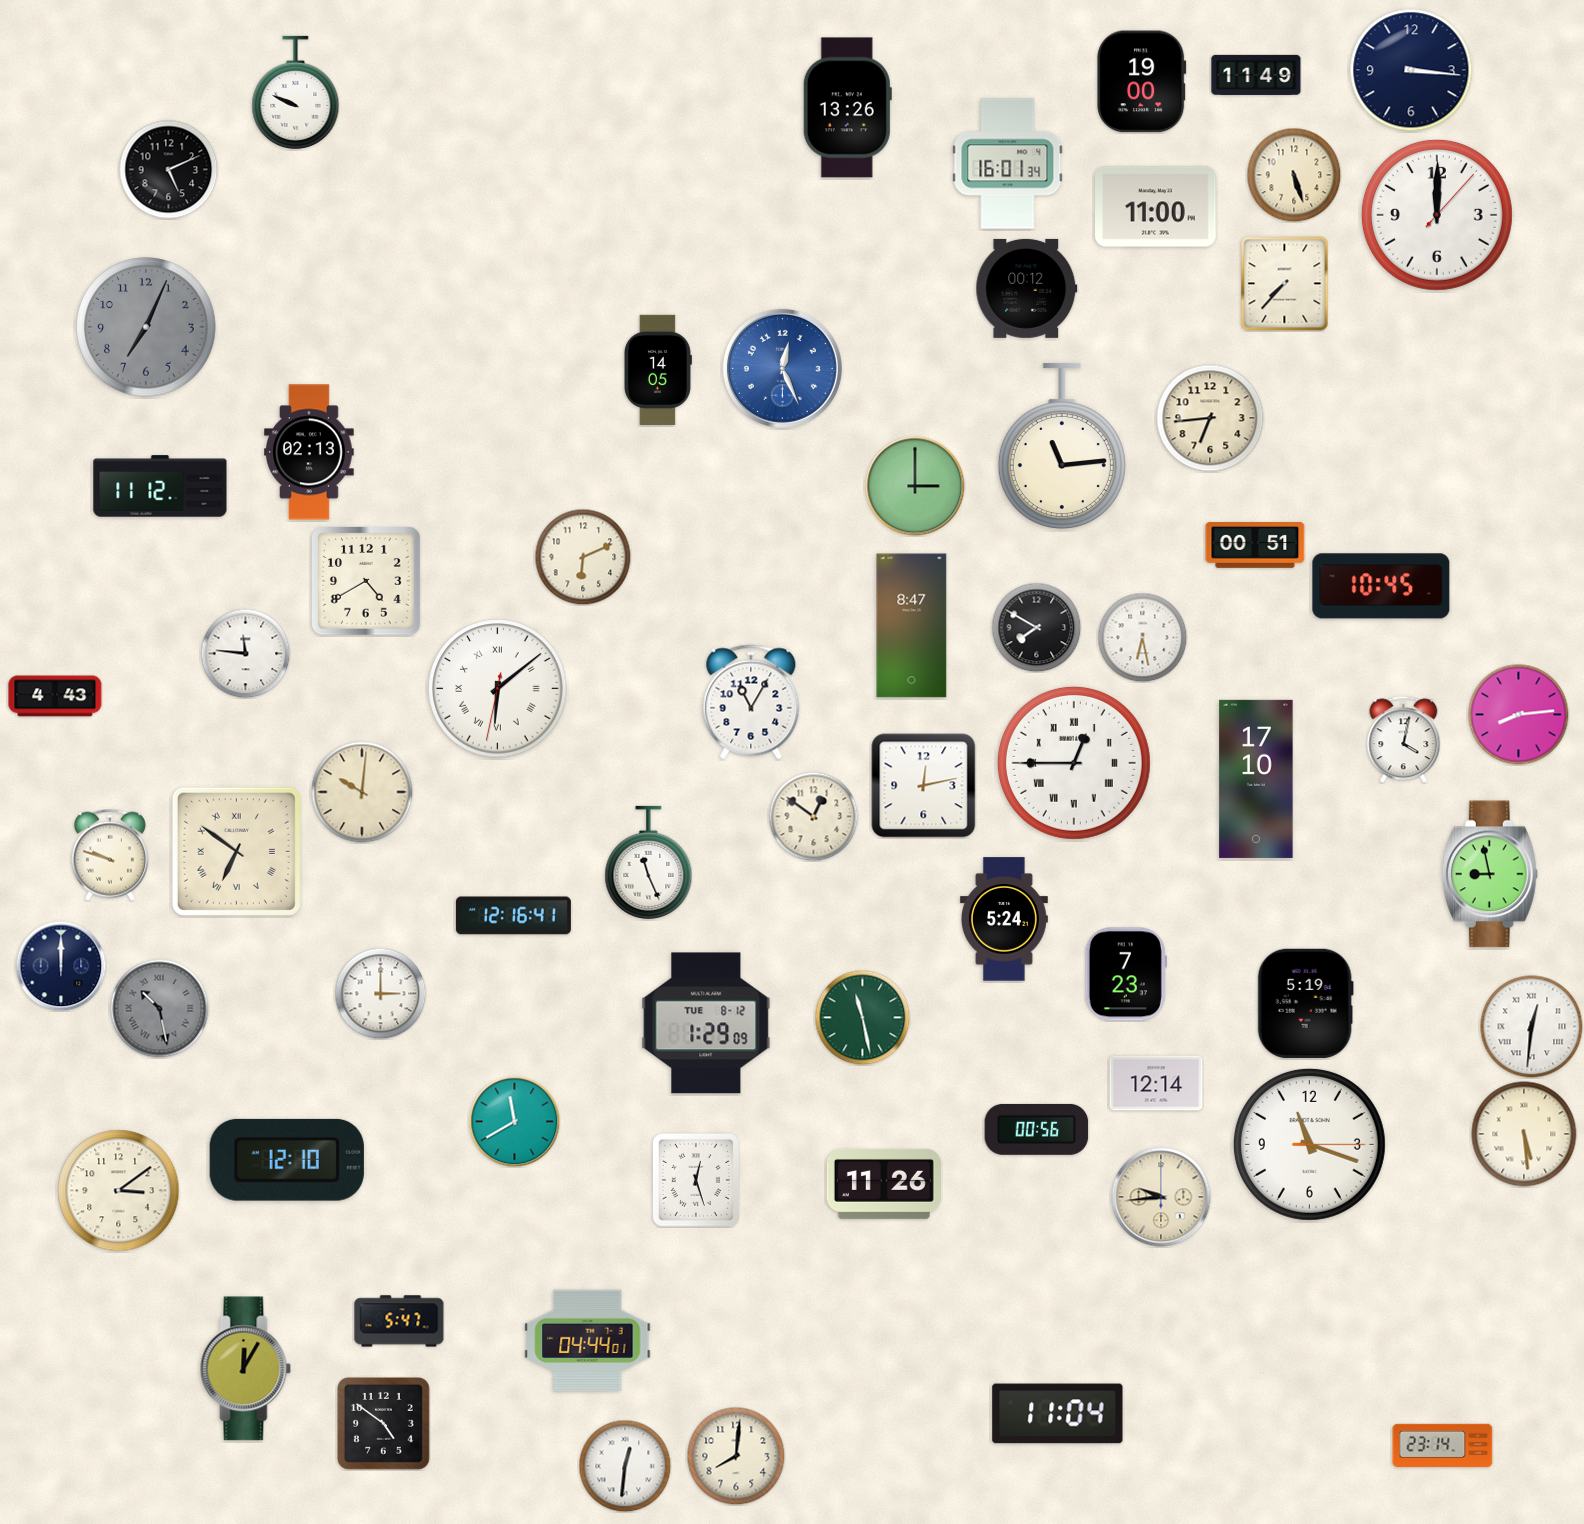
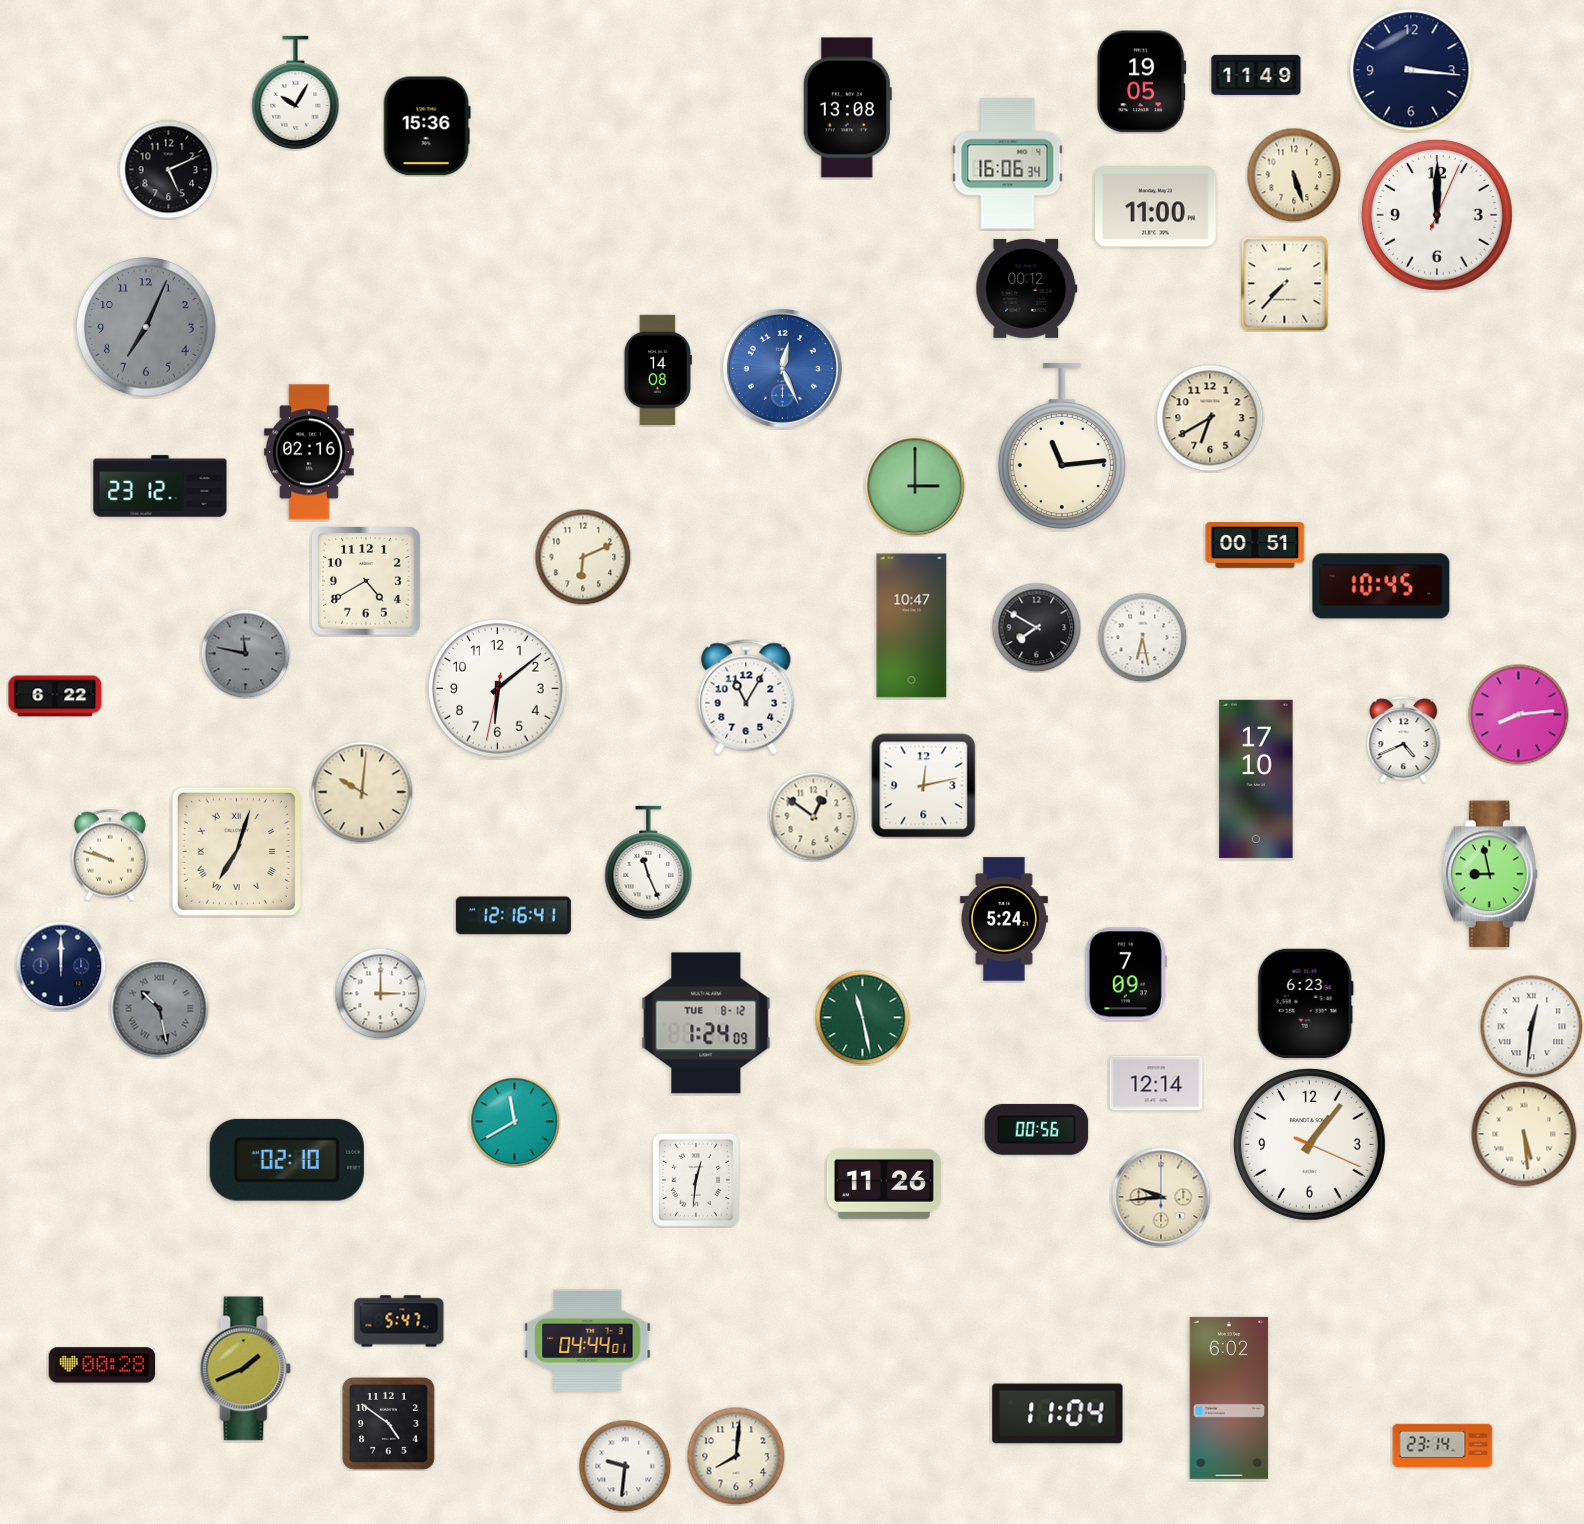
clock at (1142, 82): 19:00 -> 19:05
clock at (296, 92): 9:49 -> 10:05
clock at (847, 108): 13:26 -> 13:08
clock at (427, 126): none -> 15:36
clock at (1008, 164): 16:01 -> 16:06
clock at (1437, 215): 12:00:07 -> 12:00:04
clock at (657, 369): 14:05 -> 14:08
clock at (1210, 418): 6:44 -> 6:40
clock at (310, 452): 02:13 -> 02:16
clock at (160, 486): 11:12 -> 23:12
clock at (912, 626): 8:47 -> 10:47
clock at (245, 653): 11:46 -> 11:47
clock at (245, 653) dial: white -> grey
clock at (498, 689) numerals: Roman -> Arabic
clock at (55, 696): 4:43 -> 6:22
clock at (751, 702) position: (751, 702) -> (746, 697)
clock at (1404, 739): 4:02 -> 4:41
clock at (1074, 763): 12:45 -> none
clock at (236, 851): 6:51 -> 7:03
clock at (1126, 974): 7:23 -> 7:09
clock at (1305, 1003): 5:19 -> 6:23
clock at (706, 1023): 1:29 -> 1:24
clock at (1309, 1144): 11:18 -> 1:06
clock at (287, 1160): 12:10 -> 02:10
clock at (696, 1180): 12:27 -> 12:31
clock at (119, 1191): 3:09 -> none
clock at (102, 1365): none -> 00:28
clock at (246, 1369): 12:05 -> 1:41
clock at (1229, 1398): none -> 6:02
clock at (384, 1424) position: (384, 1424) -> (389, 1424)
clock at (625, 1466): 12:31 -> 9:31
